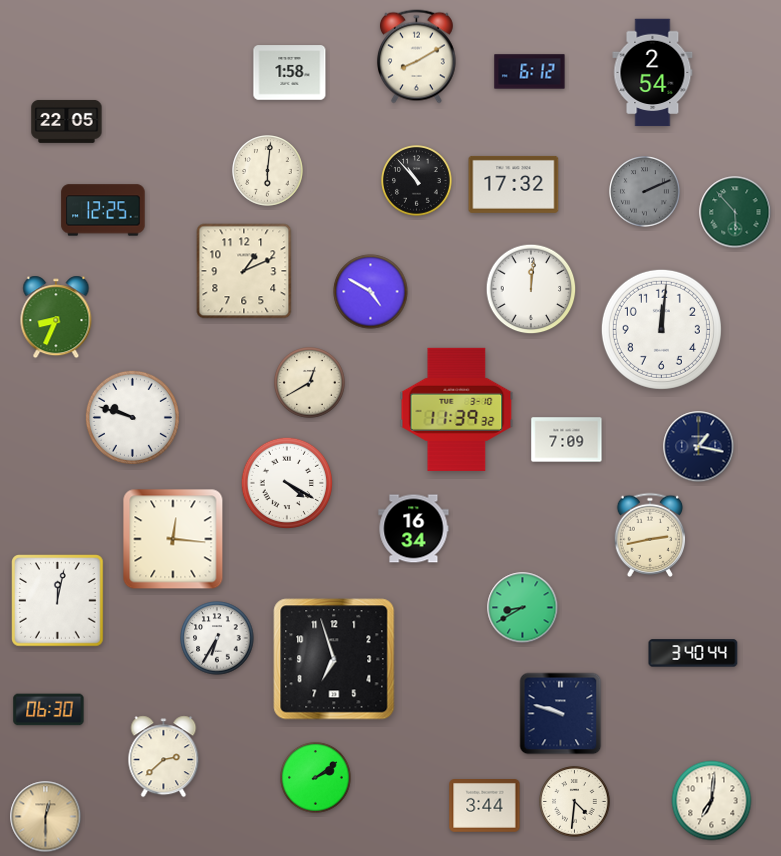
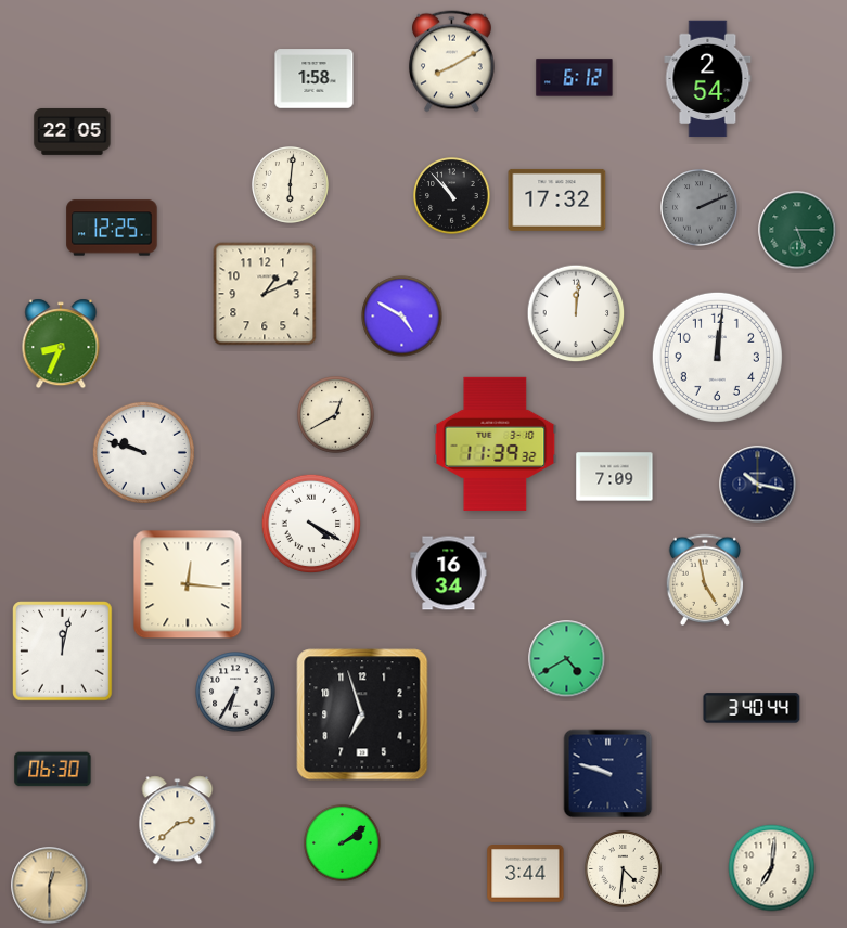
clock at (735, 212): 5:53 -> 5:15
clock at (699, 447): 1:17 -> 10:17
clock at (650, 534): 2:43 -> 4:58
clock at (523, 608): 8:40 -> 4:40
